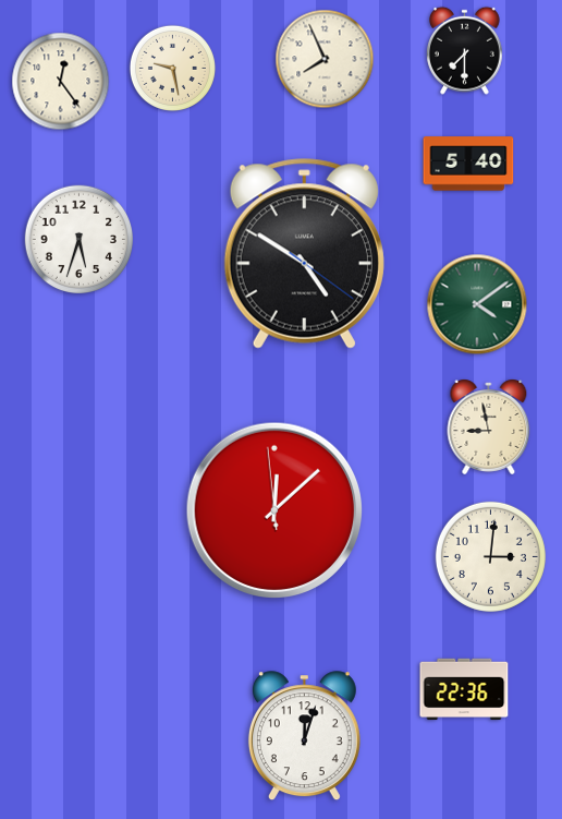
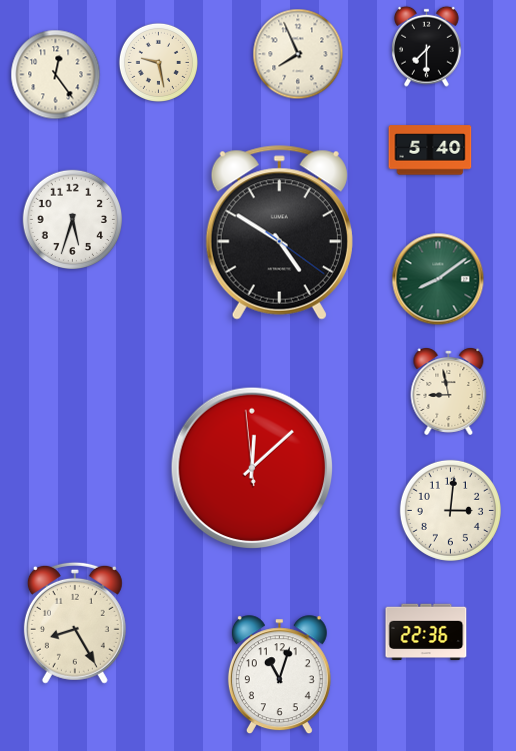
clock at (477, 304): 4:09 -> 8:09
clock at (75, 623): none -> 8:25
clock at (304, 736): 12:03 -> 11:03
